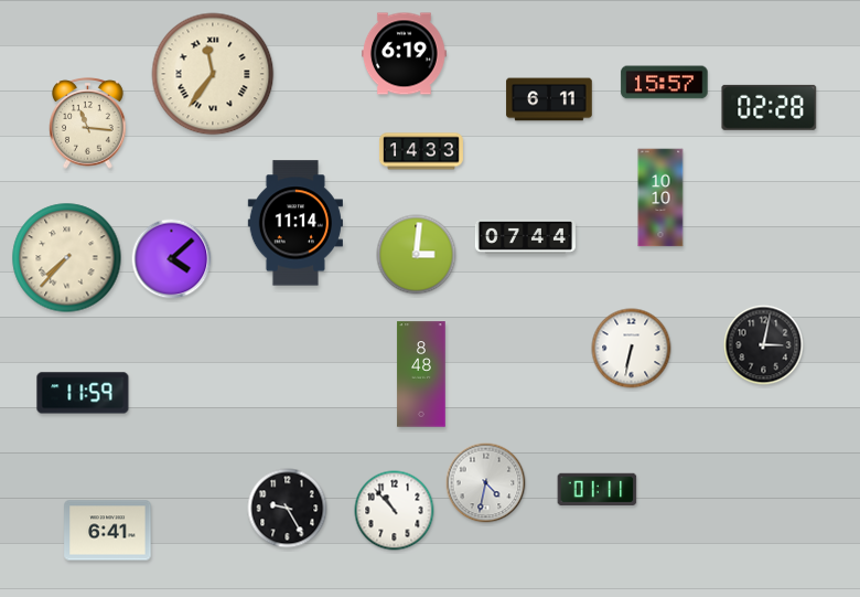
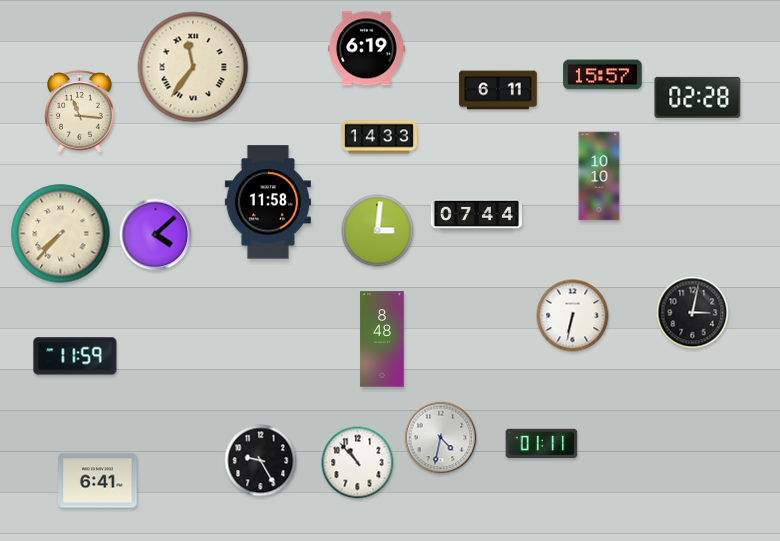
clock at (421, 151) position: (421, 151) -> (379, 137)
clock at (660, 198) position: (660, 198) -> (599, 176)
clock at (295, 223): 11:14 -> 11:58
